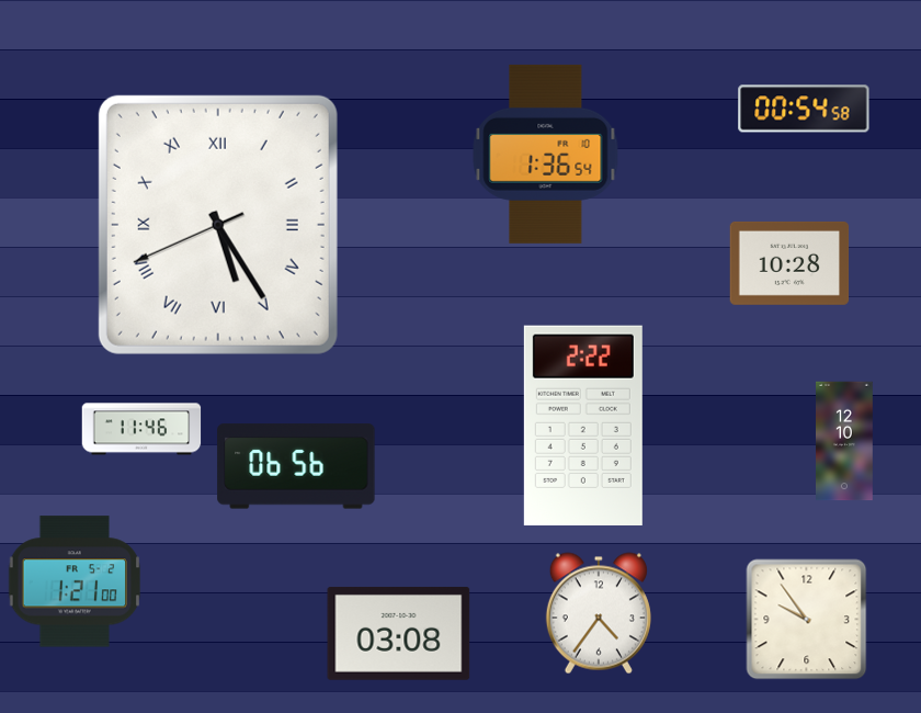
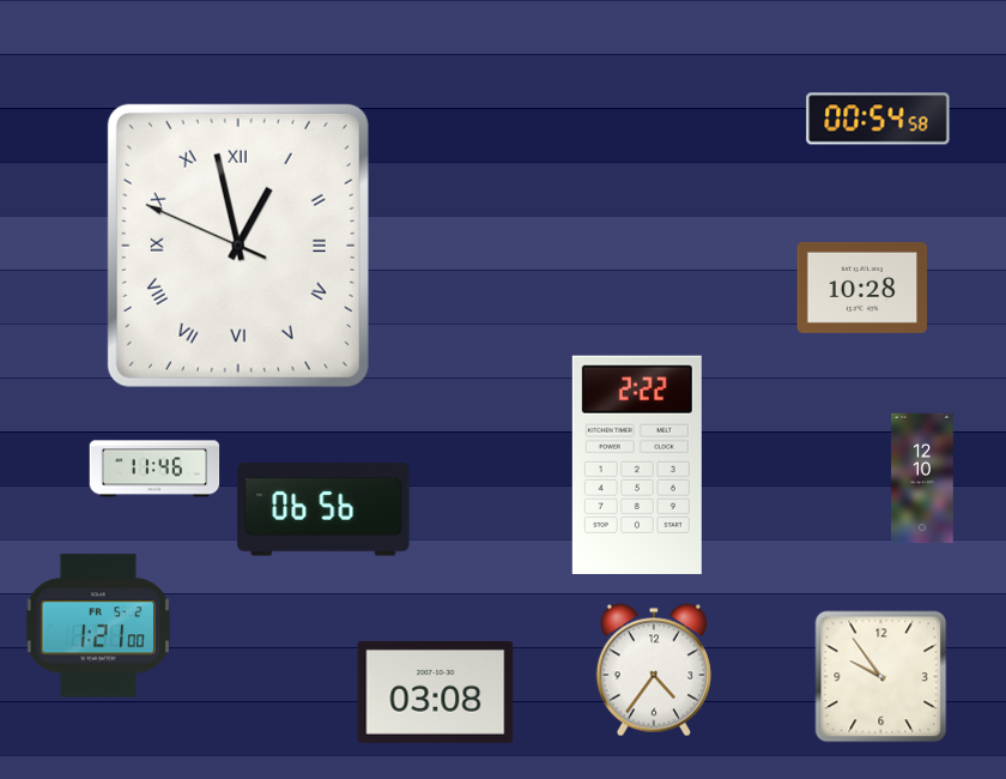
clock at (546, 154): 1:36 -> none
clock at (218, 225): 5:24 -> 12:57
clock at (845, 441) position: (845, 441) -> (923, 478)
clock at (75, 581) position: (75, 581) -> (98, 626)
